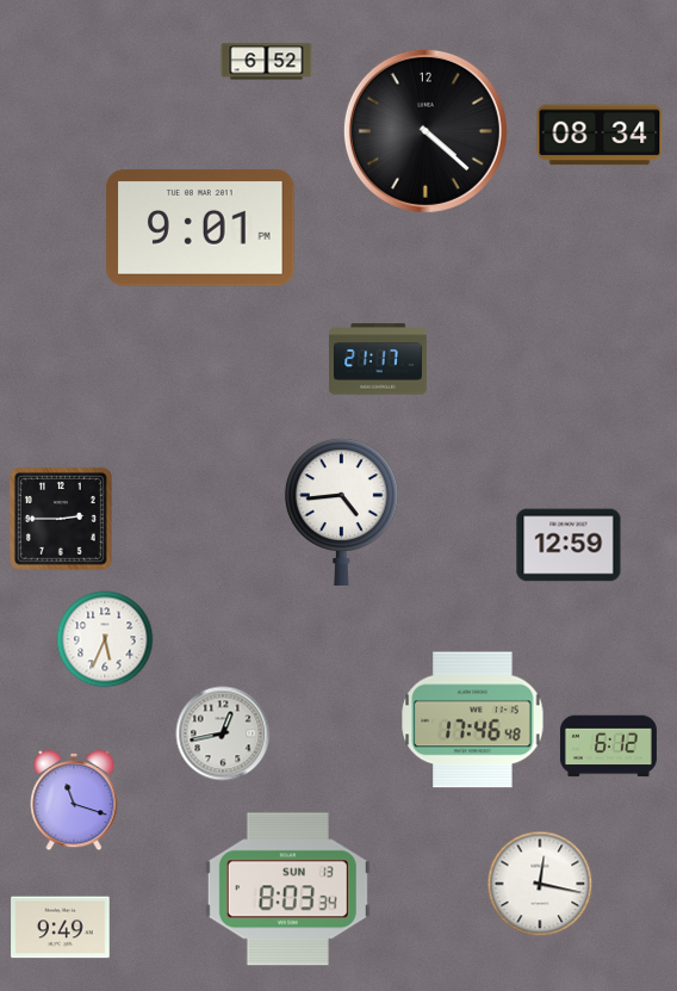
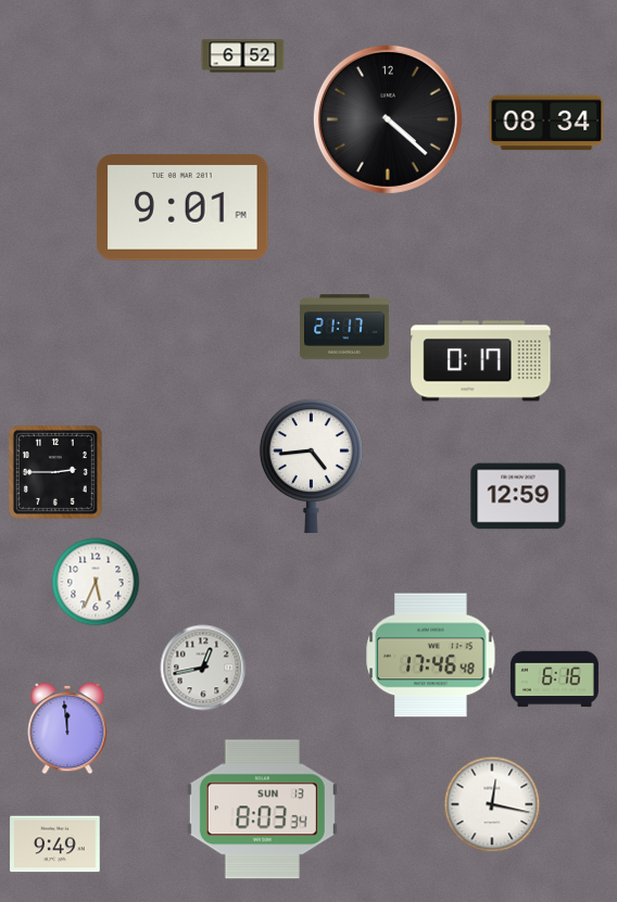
clock at (481, 361): none -> 0:17
clock at (608, 747): 6:12 -> 6:16
clock at (74, 800): 11:18 -> 11:59
